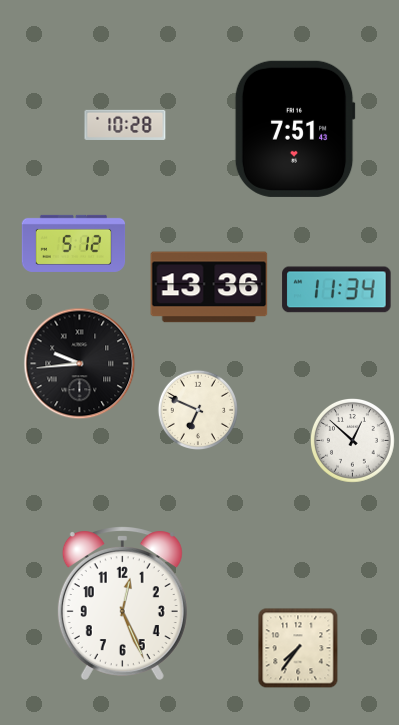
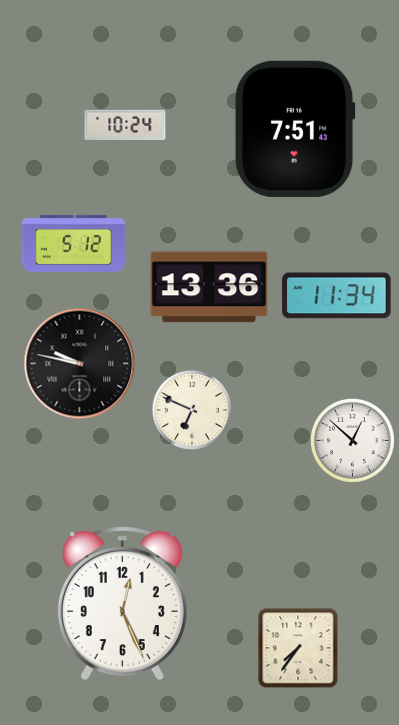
clock at (125, 125): 10:28 -> 10:24
clock at (337, 290) position: (337, 290) -> (337, 296)
clock at (80, 364): 9:44 -> 9:47
clock at (198, 410) position: (198, 410) -> (192, 410)
